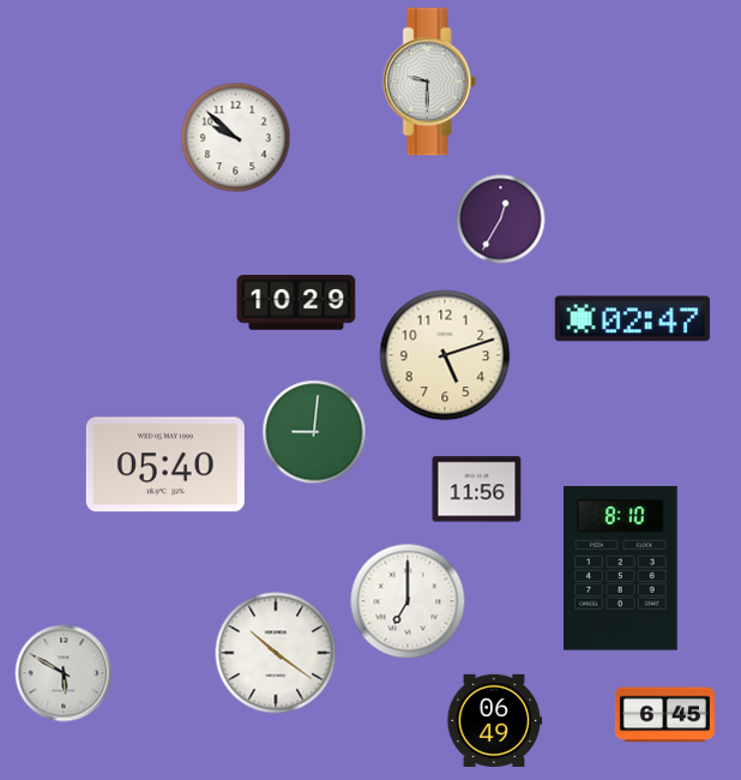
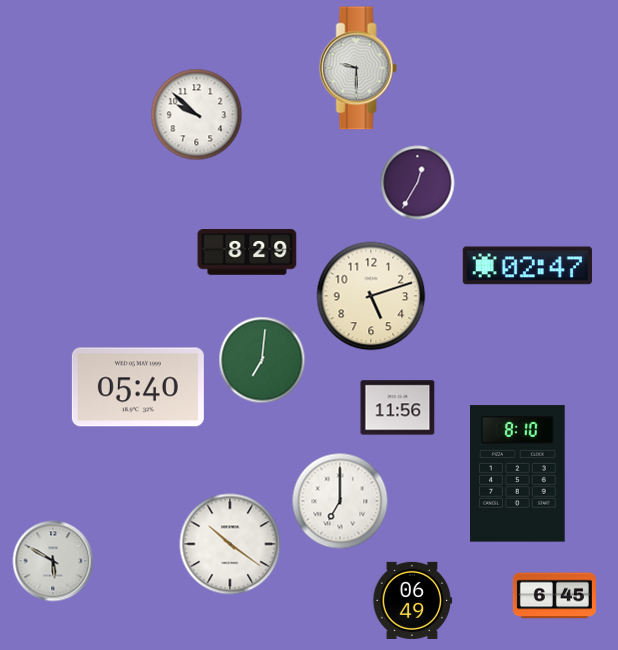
clock at (296, 302): 10:29 -> 8:29
clock at (314, 432): 9:01 -> 7:01
